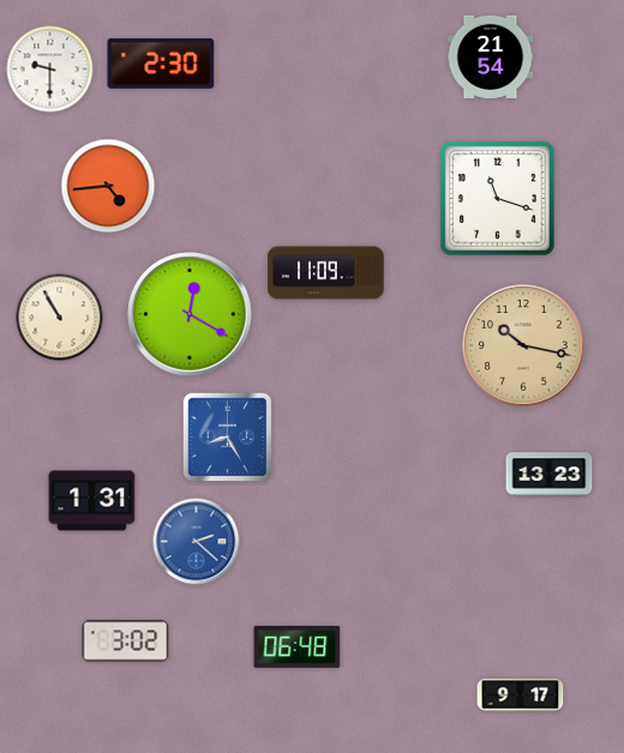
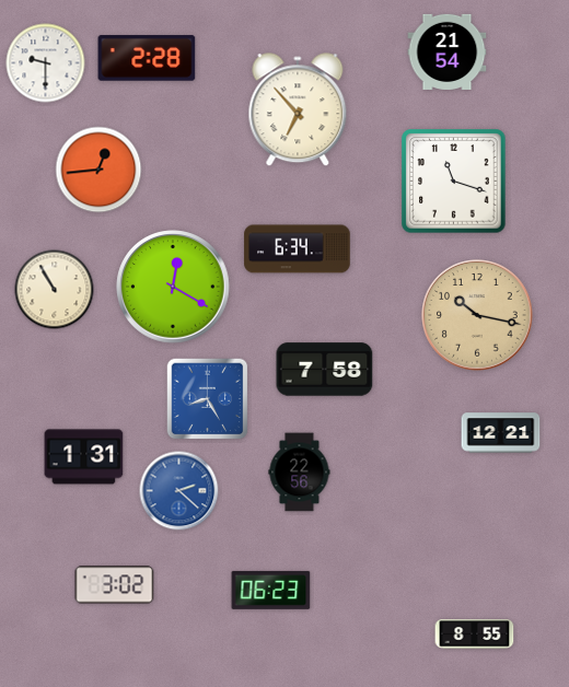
clock at (161, 64): 2:30 -> 2:28
clock at (298, 110): none -> 6:53
clock at (108, 186): 4:44 -> 12:44
clock at (326, 273): 11:09 -> 6:34
clock at (325, 370): none -> 7:58
clock at (550, 475): 13:23 -> 12:21
clock at (300, 473): none -> 22:56
clock at (197, 542) position: (197, 542) -> (179, 491)
clock at (298, 646): 06:48 -> 06:23
clock at (521, 695): 9:17 -> 8:55
